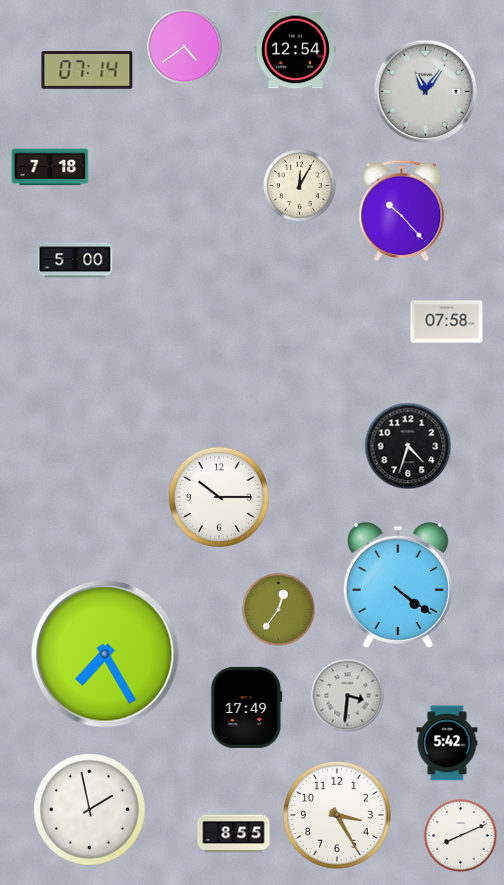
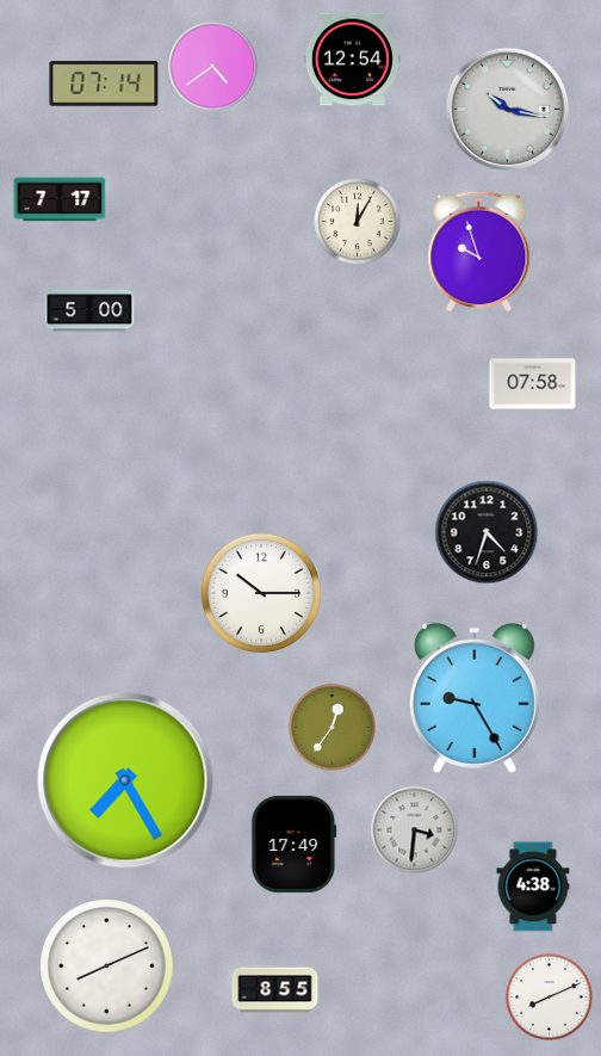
clock at (185, 47) position: (185, 47) -> (213, 67)
clock at (426, 92): 11:06 -> 10:17
clock at (50, 167): 7:18 -> 7:17
clock at (402, 211): 10:23 -> 9:57
clock at (398, 585): 4:21 -> 9:25
clock at (447, 743): 5:42 -> 4:38
clock at (90, 810): 1:58 -> 8:11
clock at (337, 815): 3:25 -> none
clock at (234, 834) position: (234, 834) -> (275, 990)
